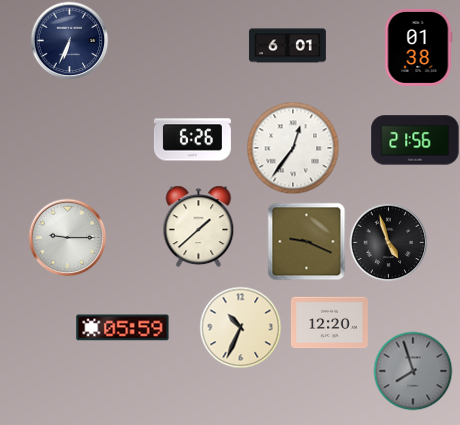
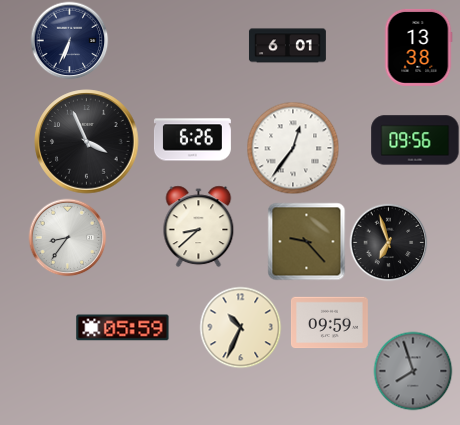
clock at (418, 47): 01:38 -> 13:38
clock at (415, 140): 21:56 -> 09:56
clock at (87, 142): none -> 3:56
clock at (199, 226): 1:38 -> 8:38
clock at (67, 237): 9:15 -> 8:36
clock at (306, 241): 9:19 -> 9:23
clock at (388, 242): 4:57 -> 6:57
clock at (329, 323): 12:20 -> 09:59
